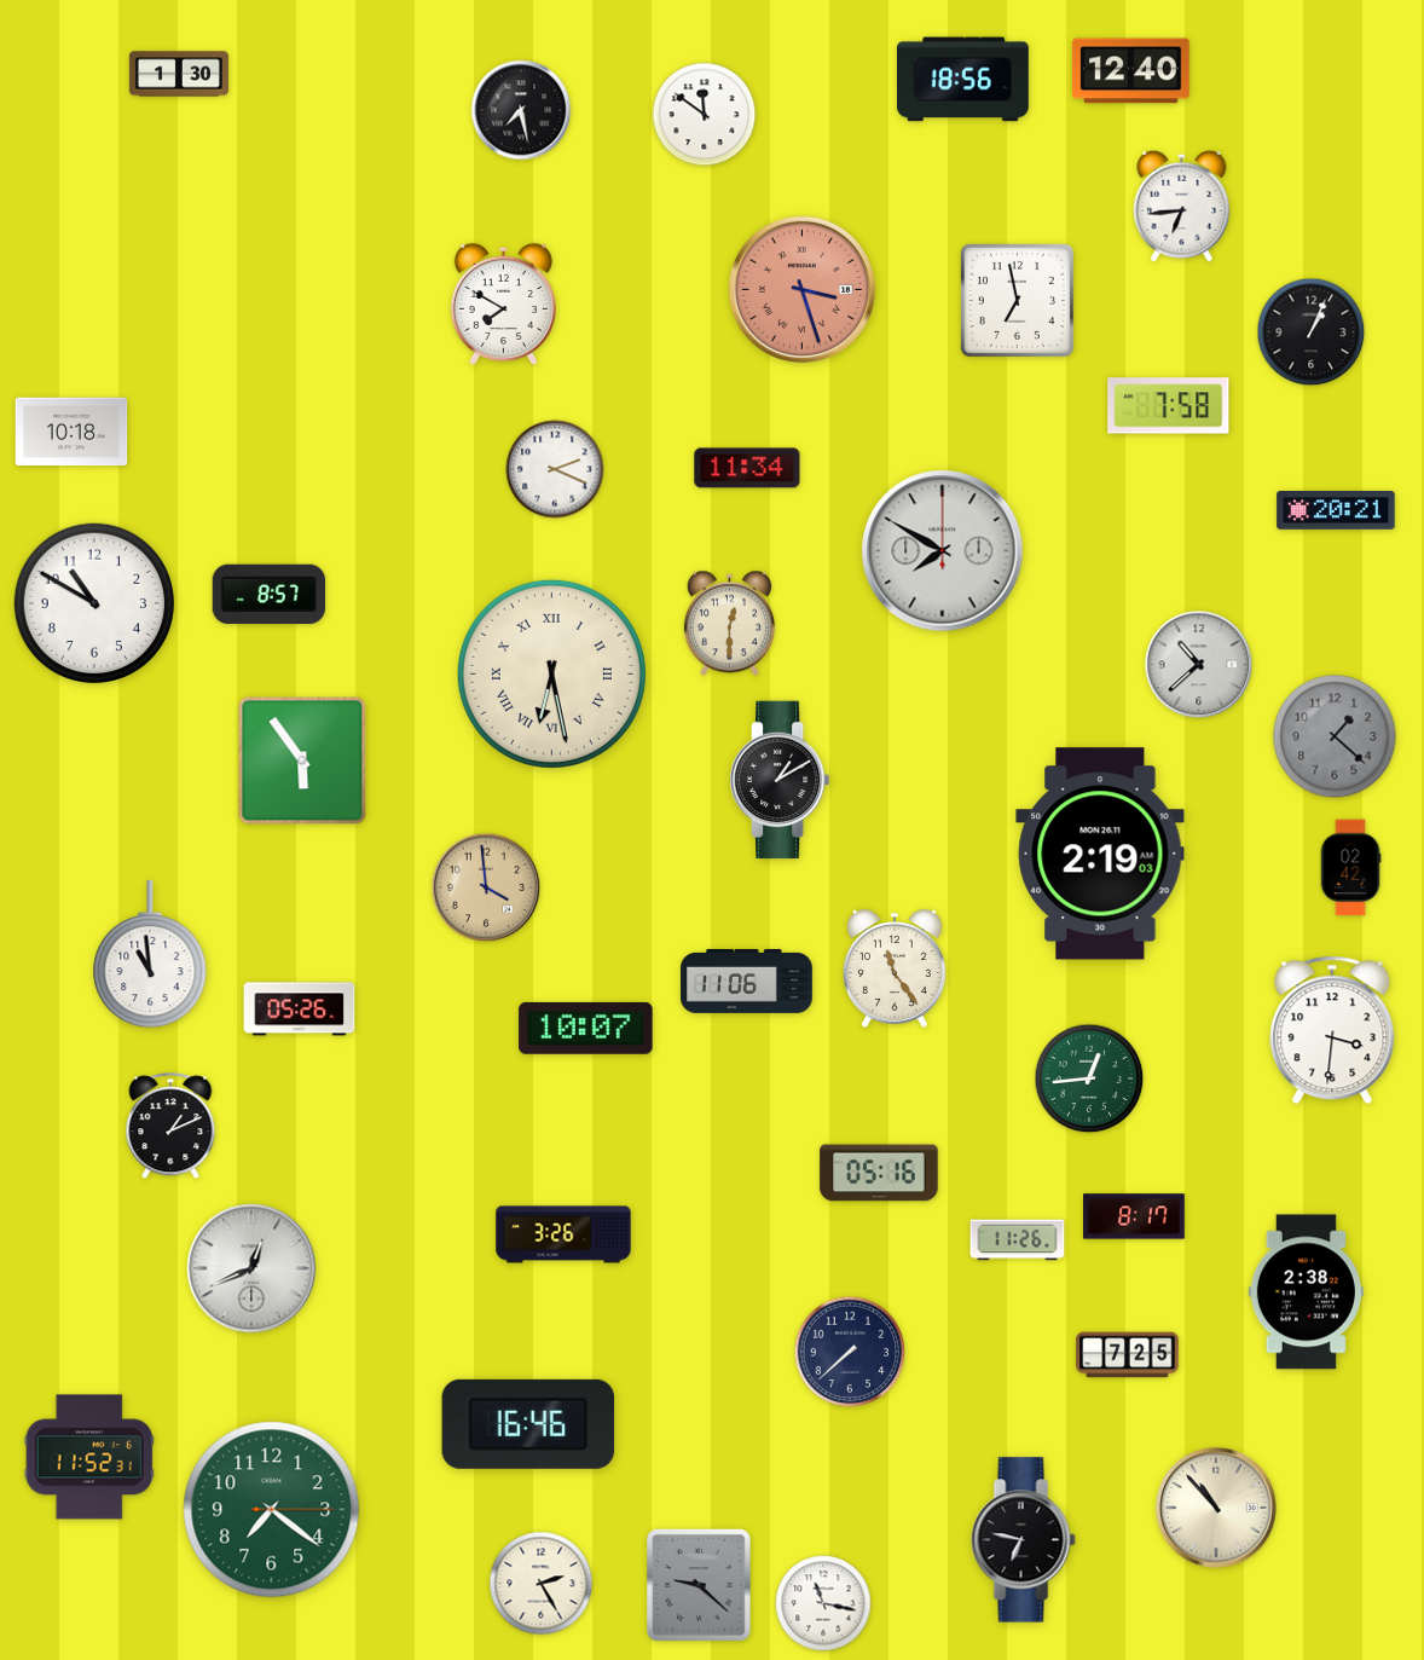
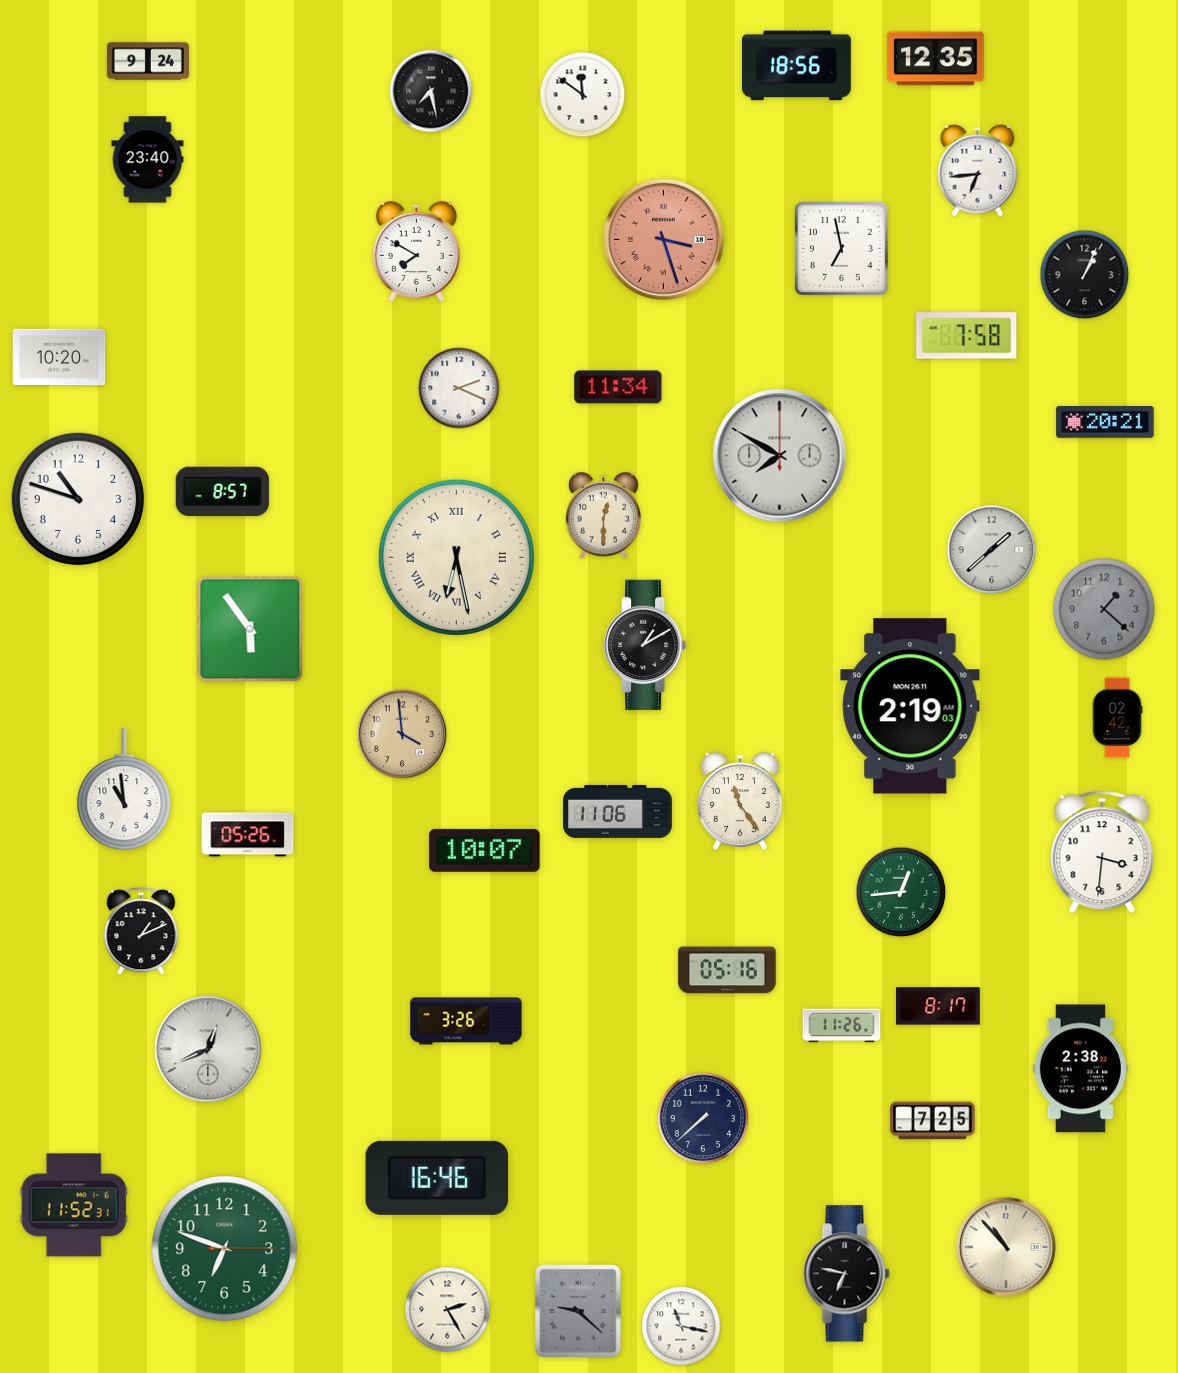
clock at (1131, 71): 12:40 -> 12:35
clock at (179, 74): 1:30 -> 9:24
clock at (148, 160): none -> 23:40
clock at (71, 432): 10:18 -> 10:20
clock at (94, 603): 10:50 -> 10:48
clock at (1199, 665): 10:38 -> 1:38
clock at (272, 1510): 7:21 -> 6:48
